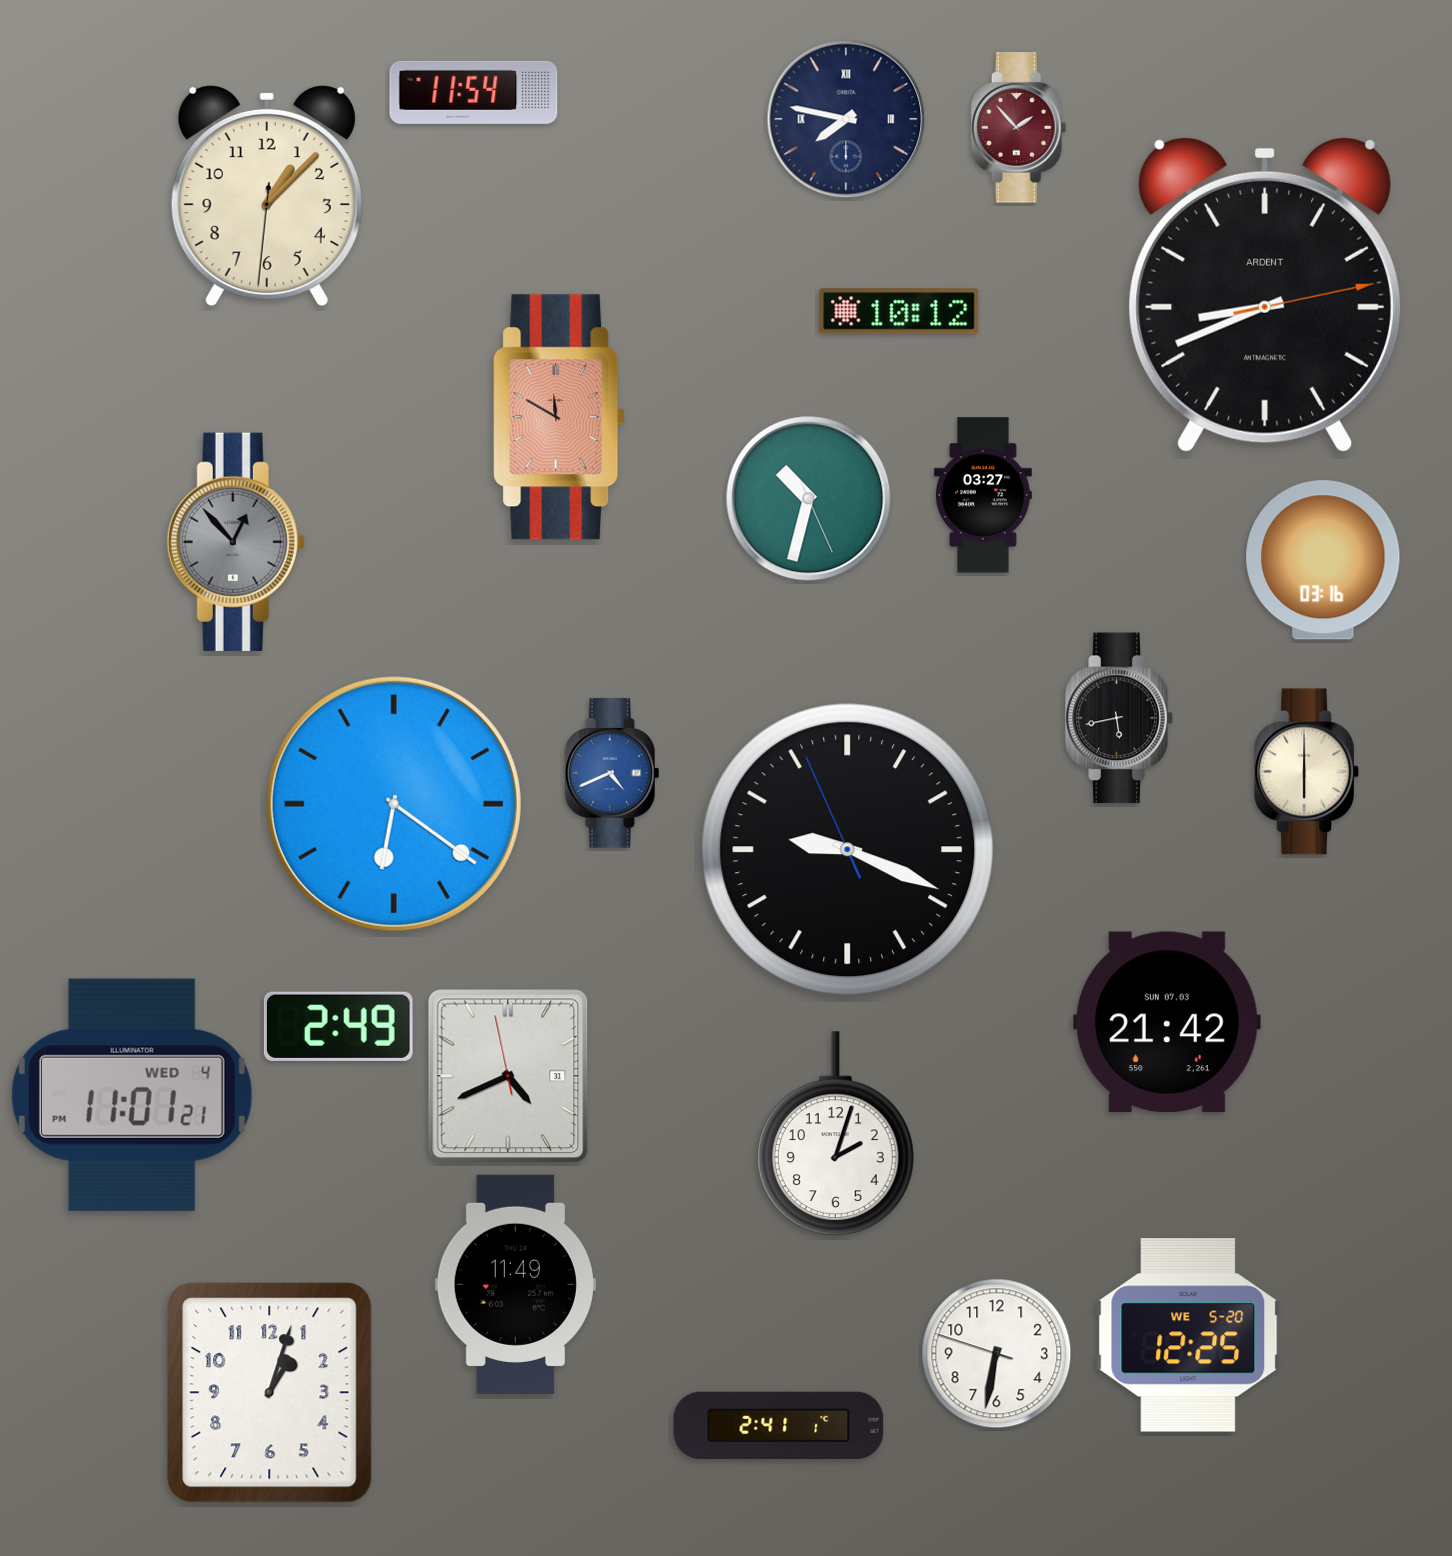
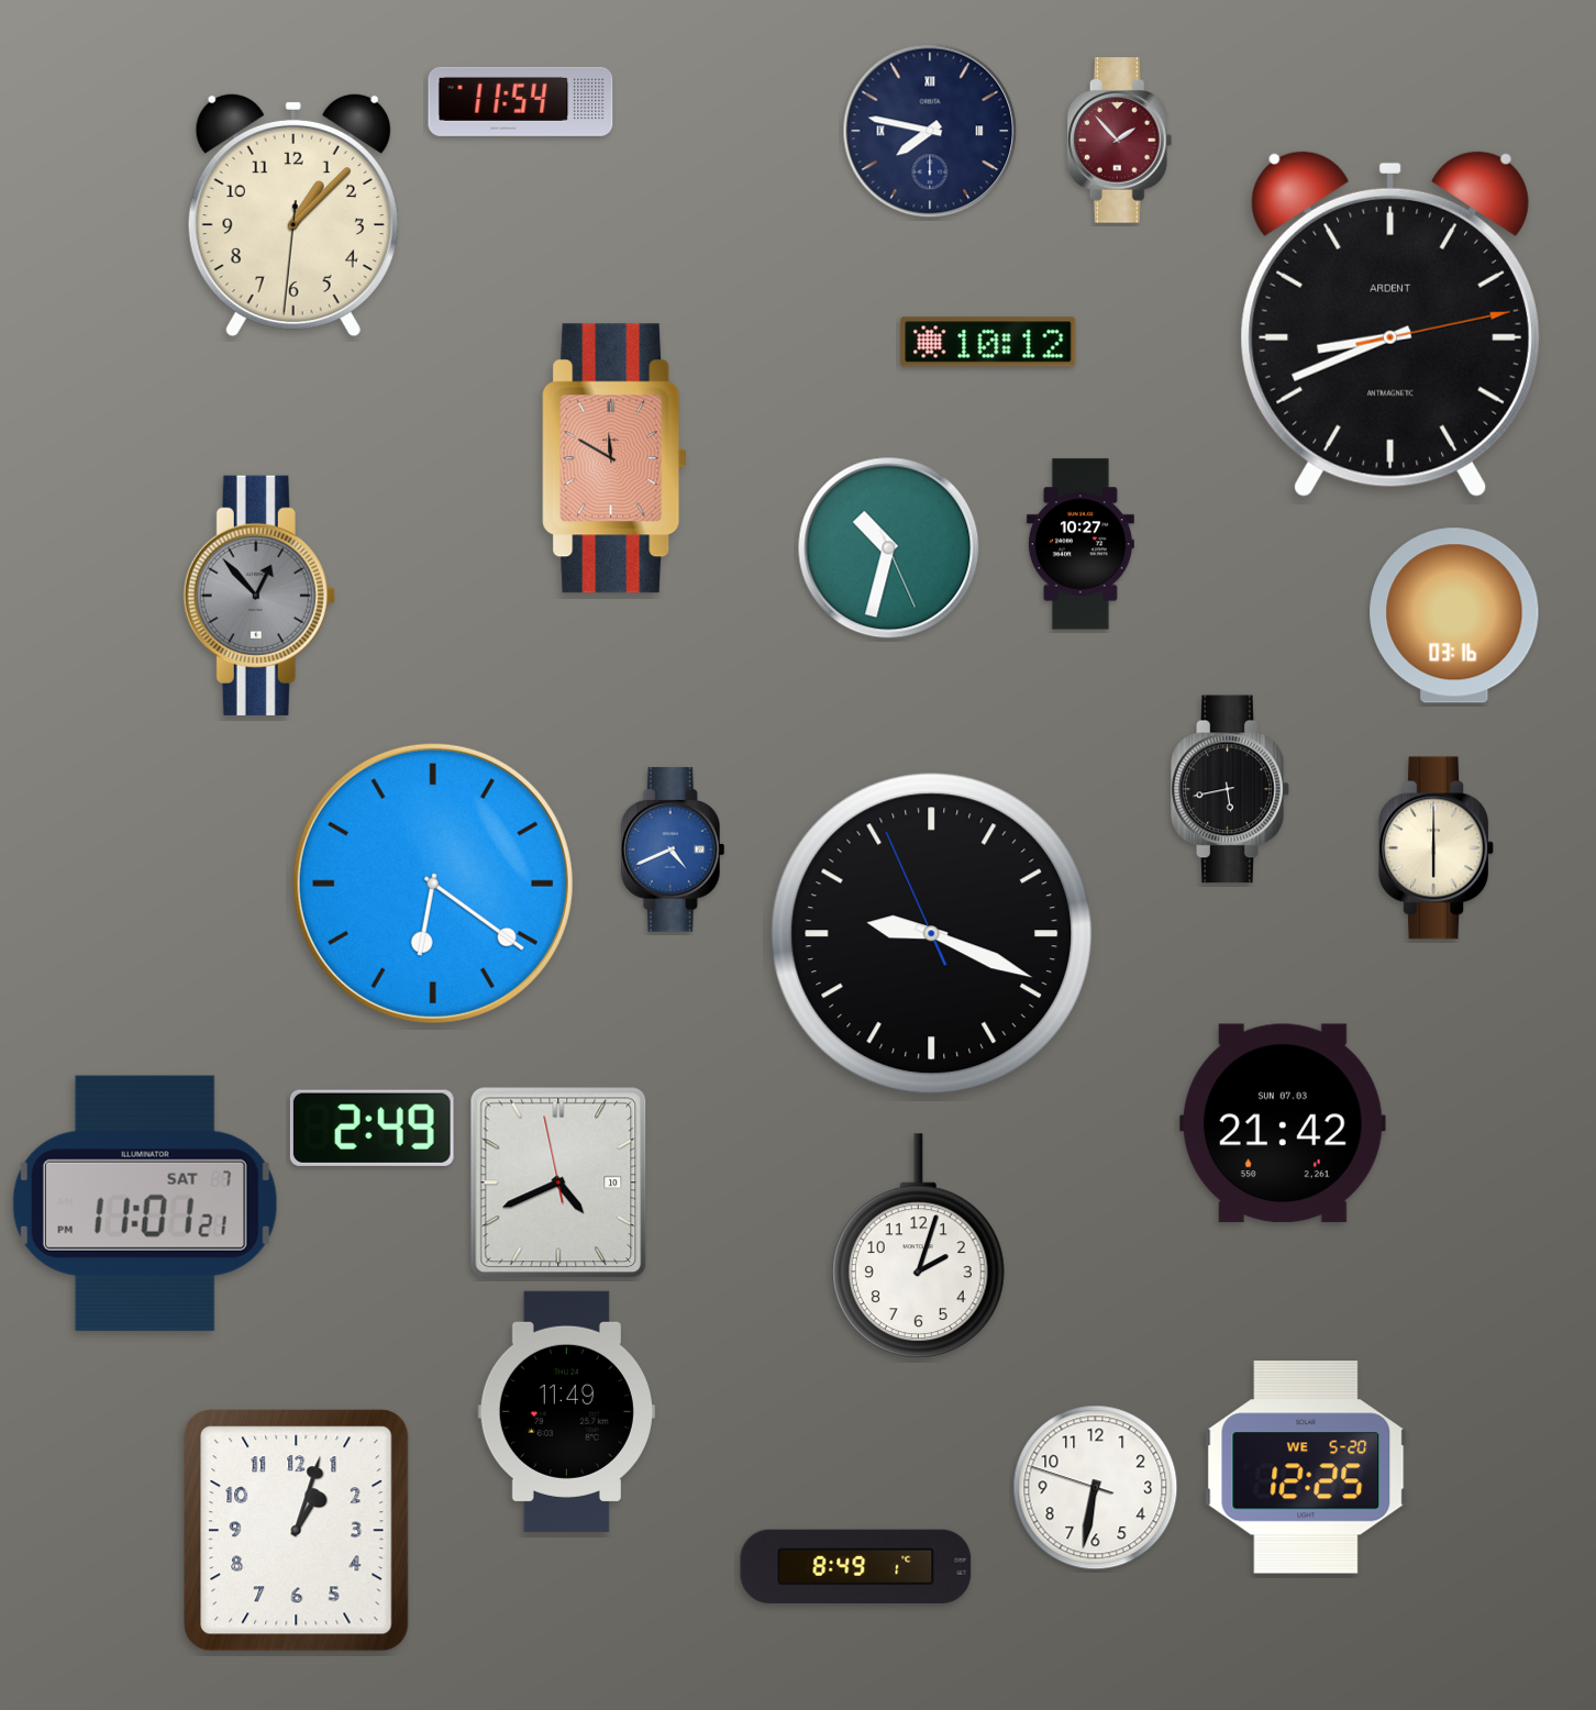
clock at (983, 495): 03:27 -> 10:27
clock at (508, 1076) date: 31 -> 10
clock at (132, 1095) date: WED 4 -> SAT 7
clock at (779, 1425): 2:41 -> 8:49
